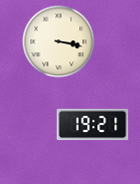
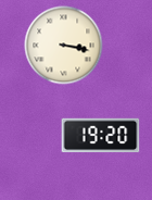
clock at (93, 125): 19:21 -> 19:20
